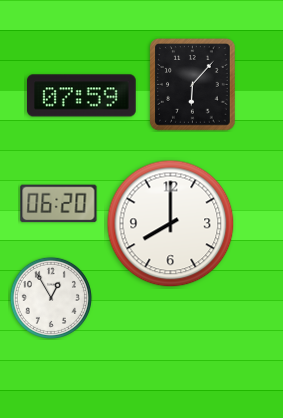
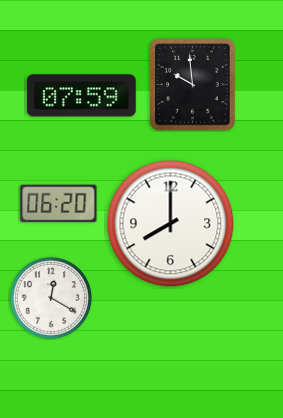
clock at (193, 85): 6:07 -> 9:59
clock at (51, 298): 12:55 -> 12:20
